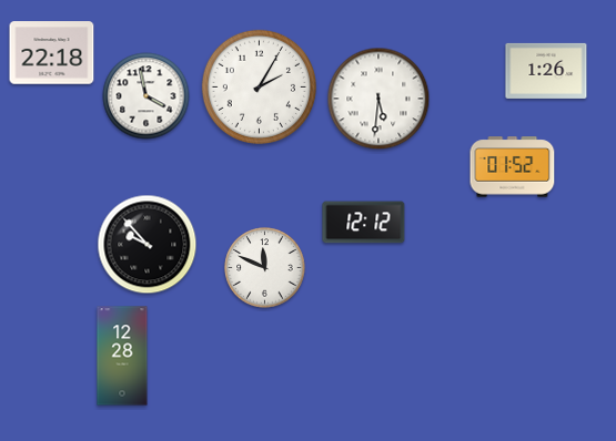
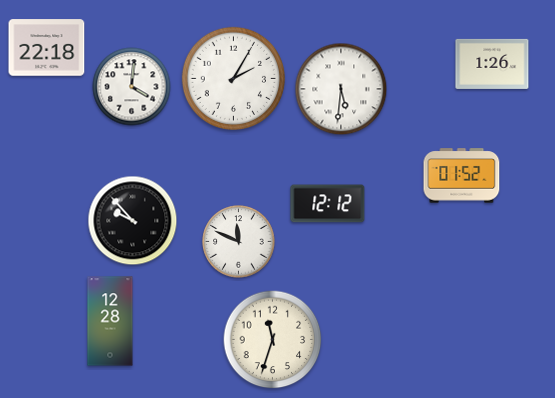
clock at (147, 96): 3:58 -> 4:01
clock at (513, 167) position: (513, 167) -> (462, 176)
clock at (364, 223) position: (364, 223) -> (328, 204)
clock at (273, 340): none -> 11:33
